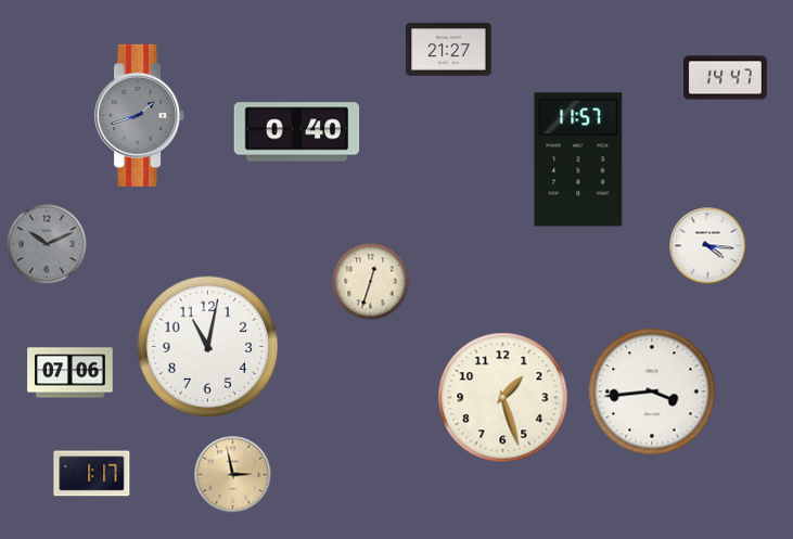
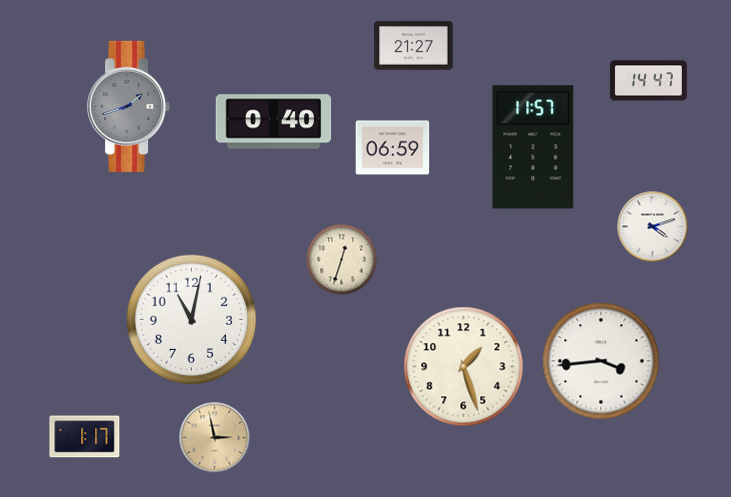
clock at (725, 78) position: (725, 78) -> (648, 81)
clock at (393, 148): none -> 06:59
clock at (47, 244): 10:11 -> none
clock at (708, 246): 4:16 -> 4:12
clock at (71, 373): 07:06 -> none
